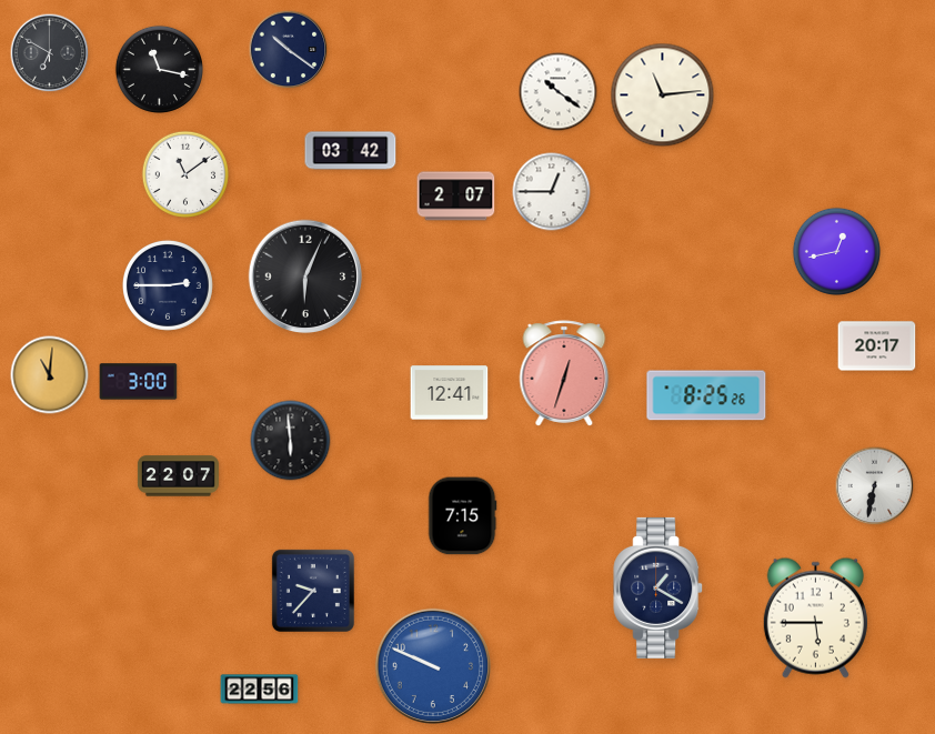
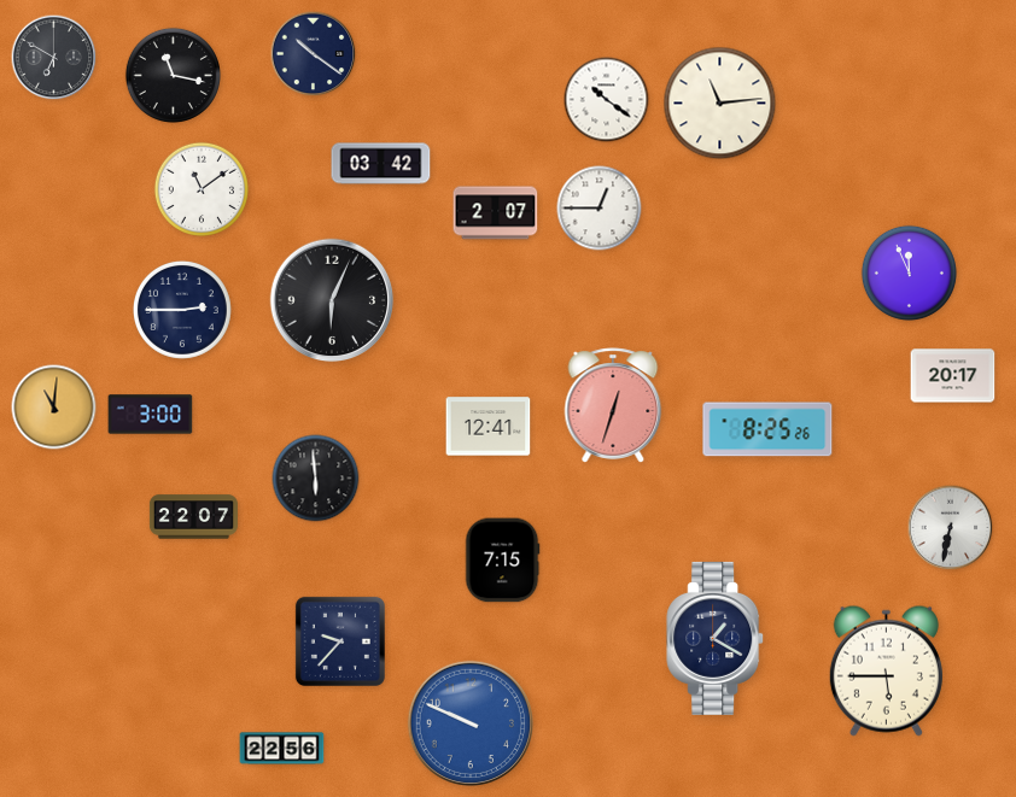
clock at (836, 251): 12:43 -> 11:56
